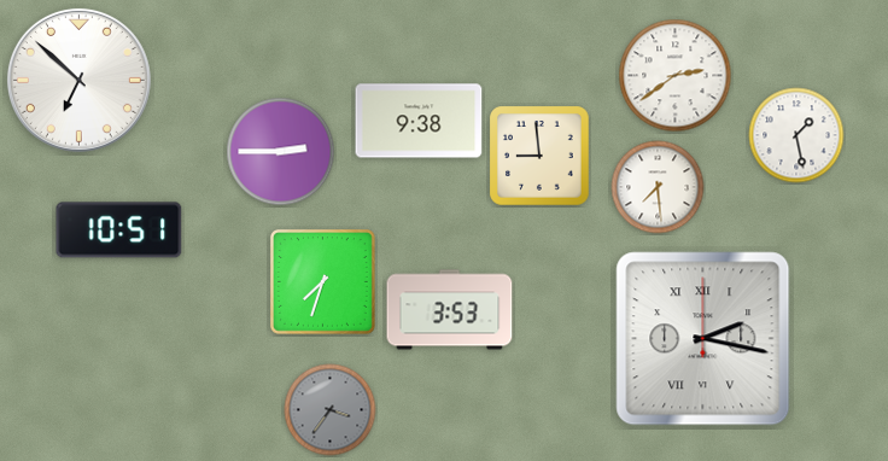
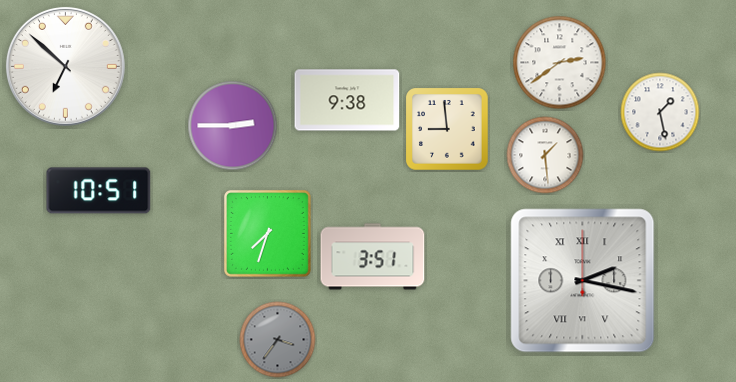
clock at (658, 187): 7:29 -> 1:29
clock at (450, 310): 3:53 -> 3:51
clock at (331, 410) position: (331, 410) -> (278, 340)
